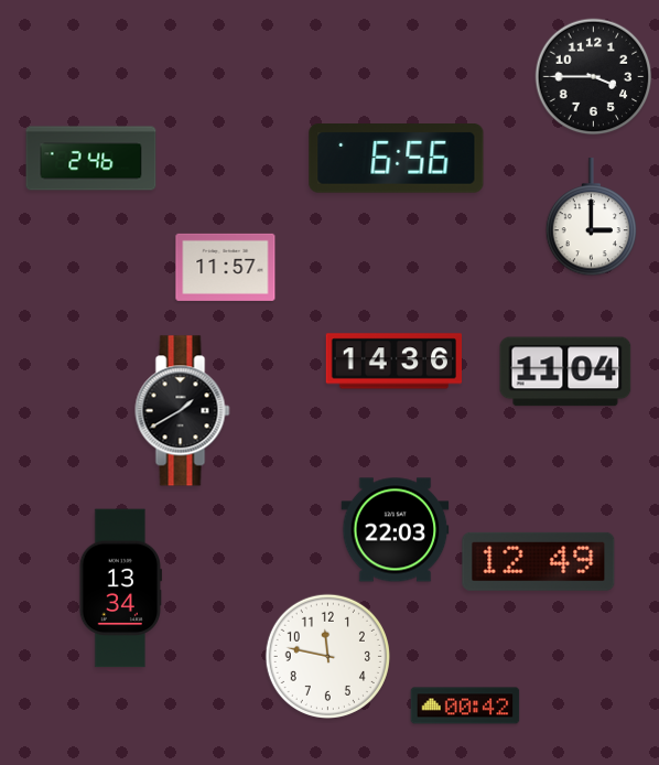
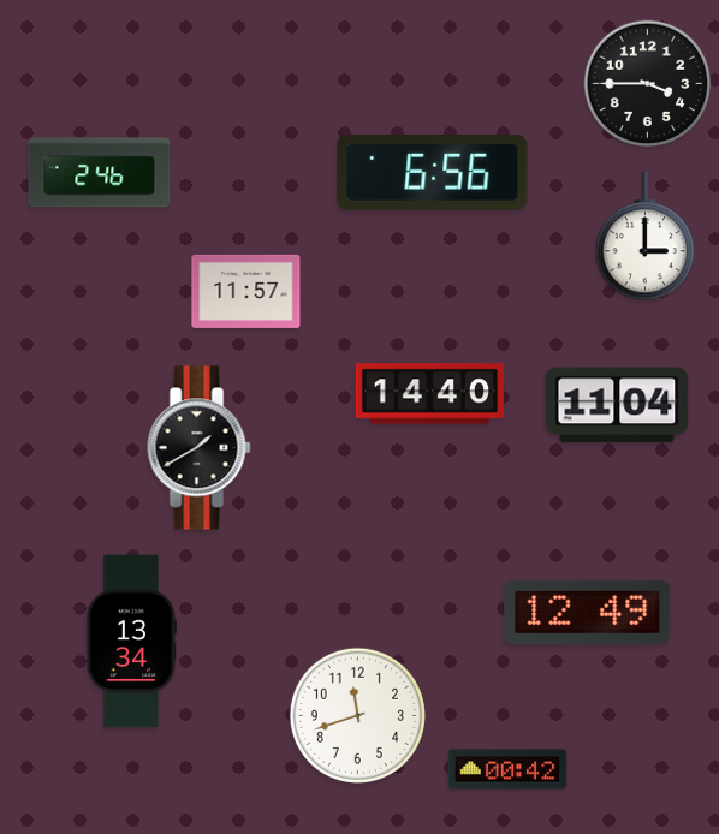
clock at (393, 362): 14:36 -> 14:40
clock at (396, 530): 22:03 -> none
clock at (327, 656): 11:47 -> 11:42
